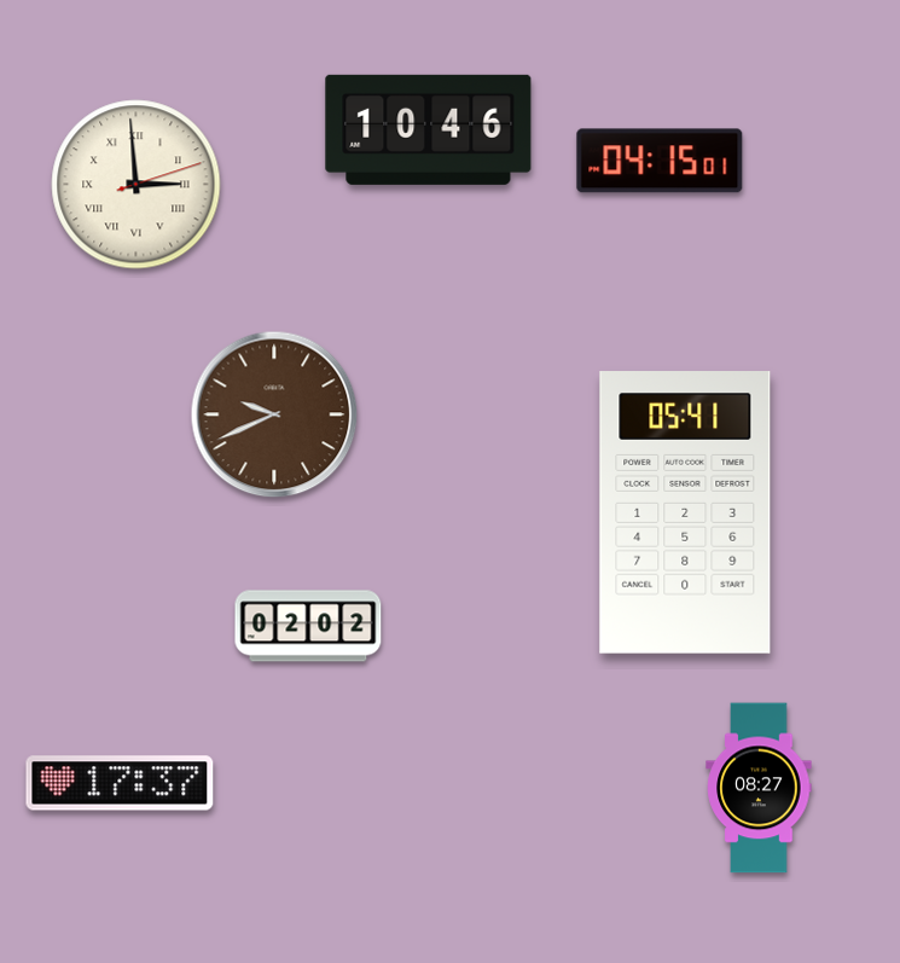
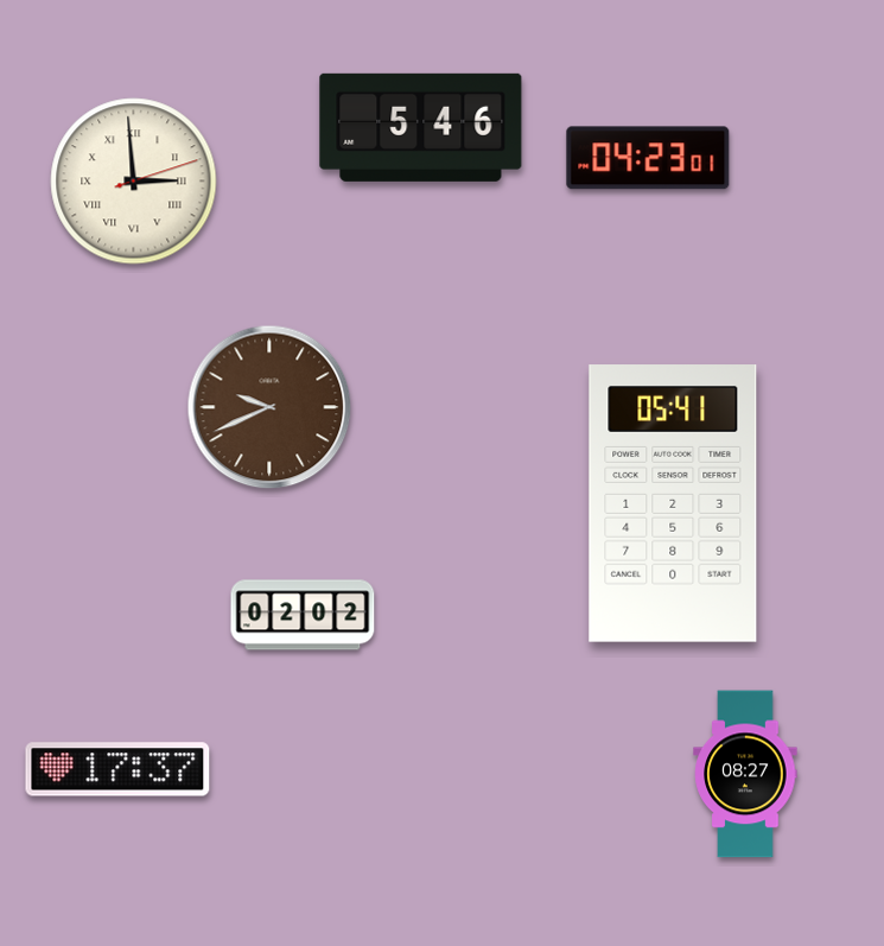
clock at (429, 129): 10:46 -> 5:46
clock at (660, 161): 04:15 -> 04:23
